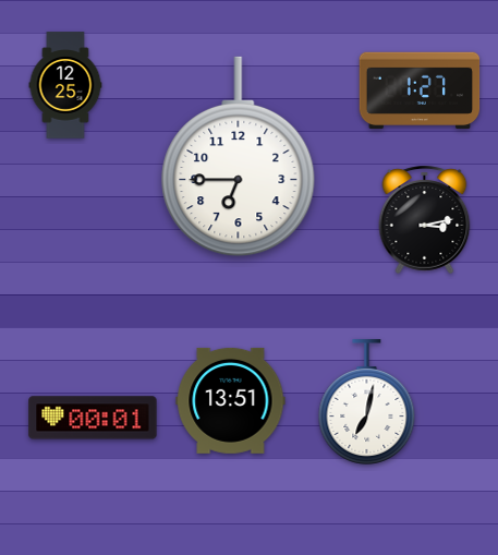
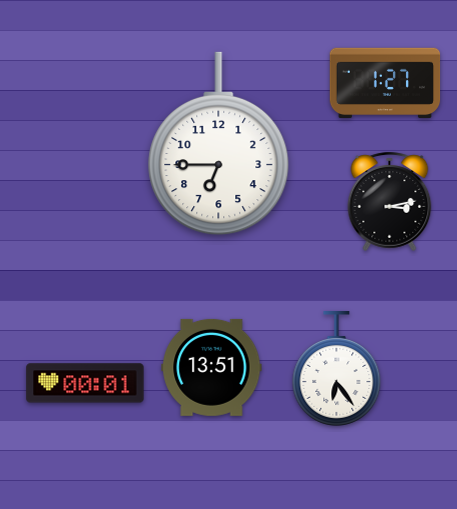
clock at (65, 85): 12:25 -> none
clock at (367, 402): 7:02 -> 6:24
